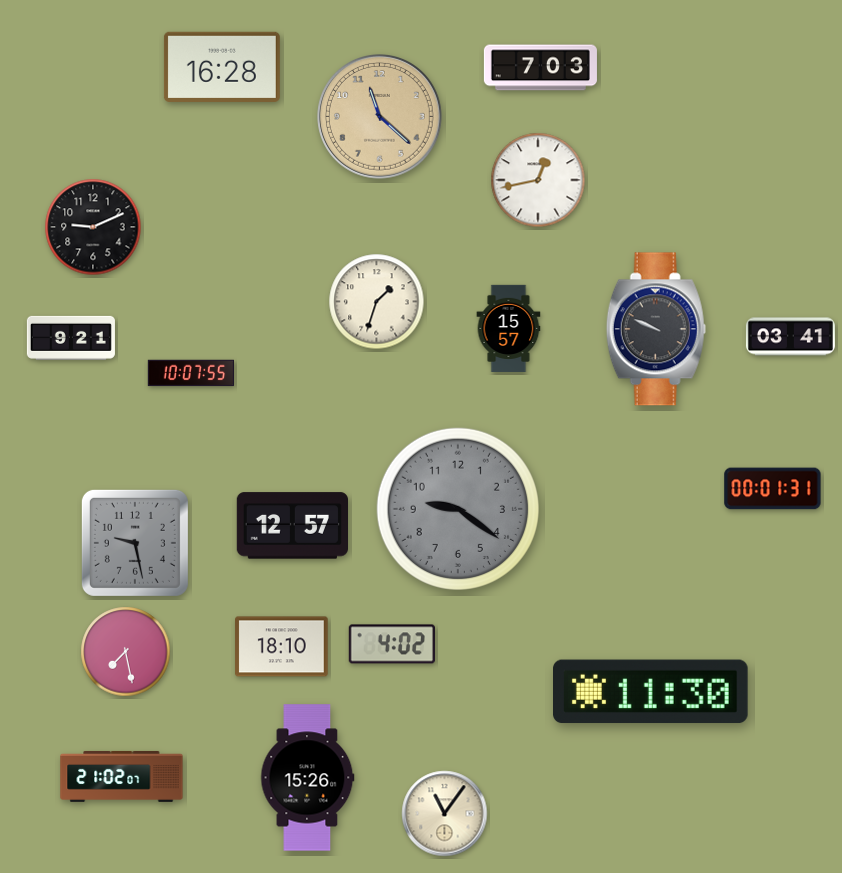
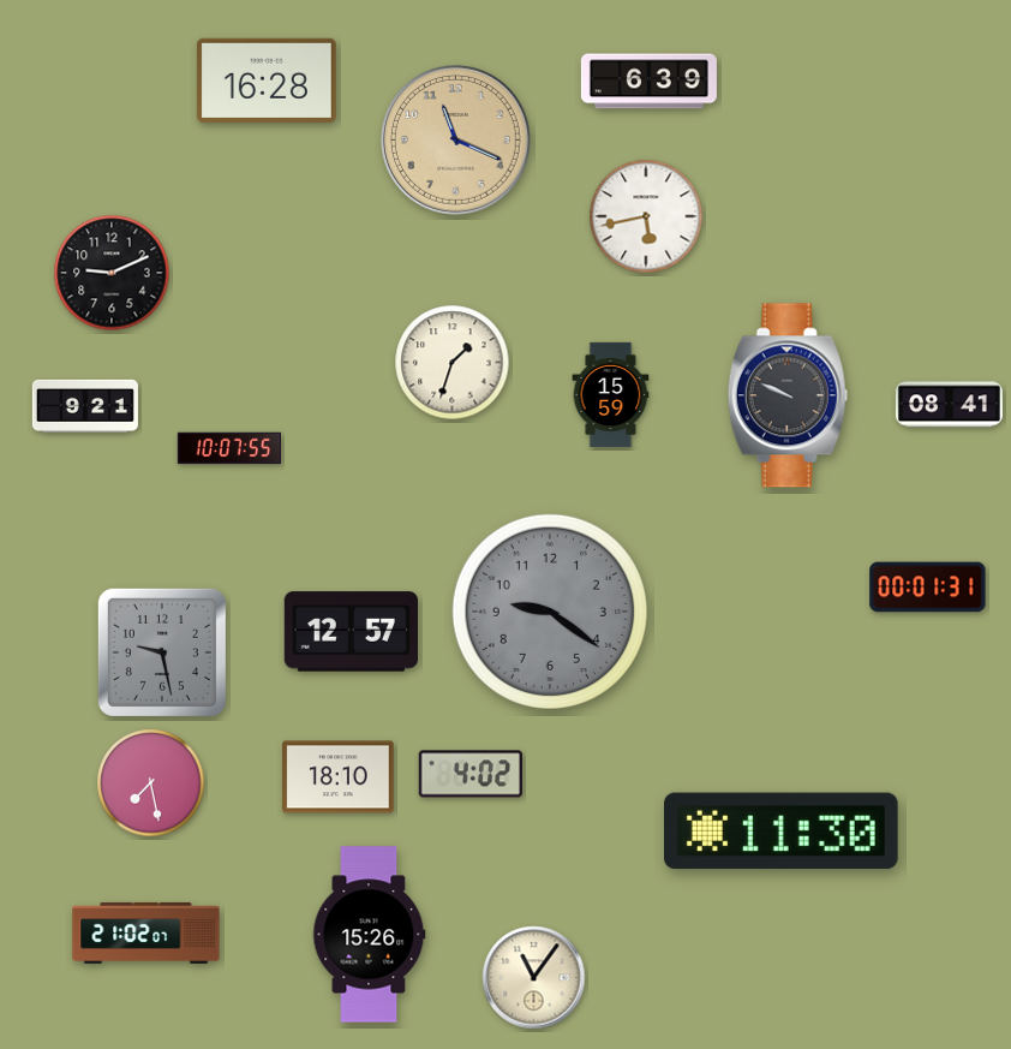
clock at (540, 68): 7:03 -> 6:39
clock at (380, 117): 11:22 -> 11:19
clock at (538, 180): 12:43 -> 5:43
clock at (509, 328): 15:57 -> 15:59
clock at (790, 337): 03:41 -> 08:41
